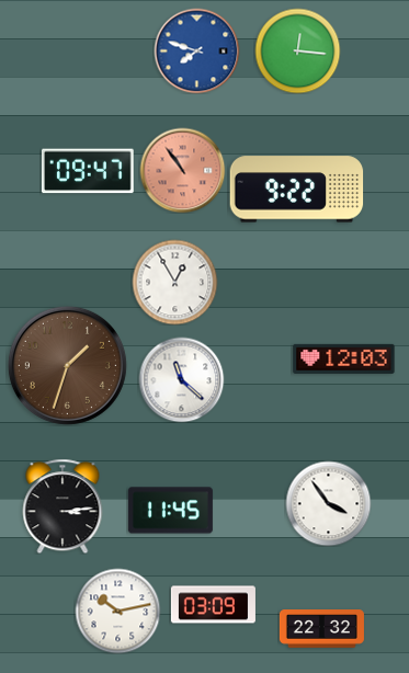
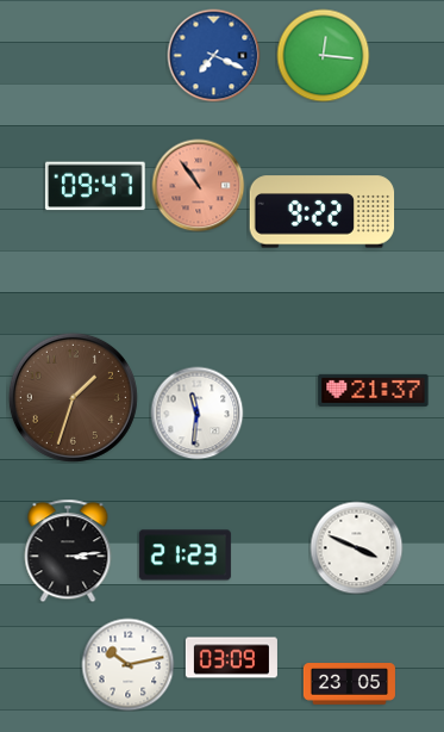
clock at (196, 50): 7:48 -> 7:19
clock at (297, 190) position: (297, 190) -> (323, 212)
clock at (174, 282): 12:55 -> none
clock at (344, 358): 12:03 -> 21:37
clock at (181, 379): 11:22 -> 11:31
clock at (328, 503): 3:54 -> 3:49
clock at (170, 511): 11:45 -> 21:23
clock at (321, 629): 22:32 -> 23:05
